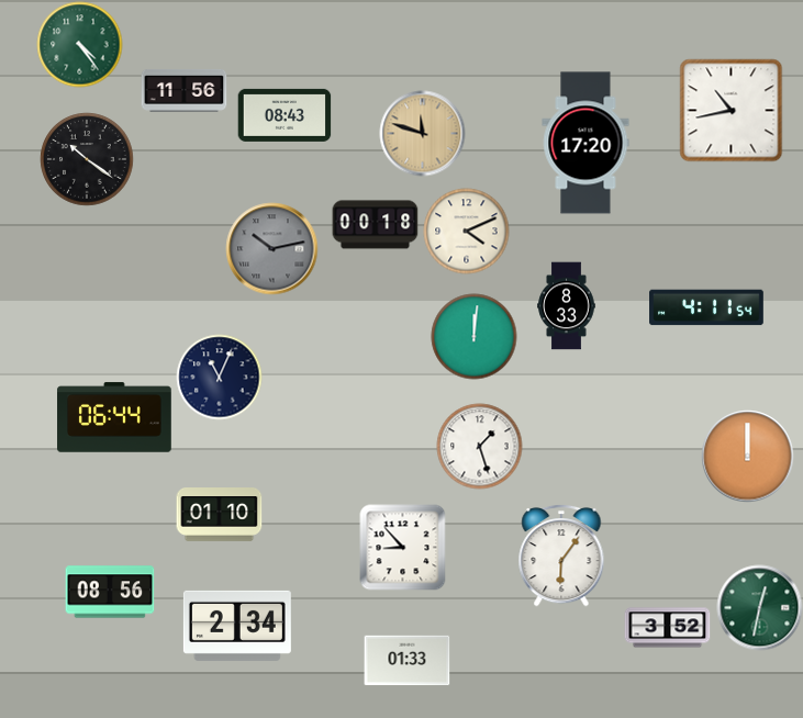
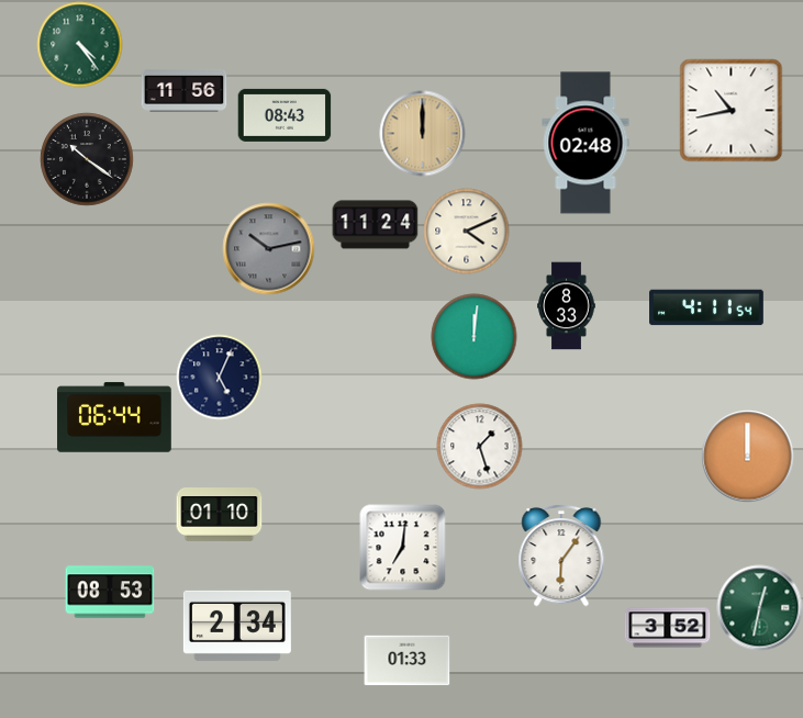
clock at (422, 133): 11:48 -> 12:00
clock at (585, 143): 17:20 -> 02:48
clock at (375, 225): 00:18 -> 11:24
clock at (271, 248) position: (271, 248) -> (268, 248)
clock at (219, 377): 11:04 -> 5:04
clock at (402, 547): 8:53 -> 7:01
clock at (110, 592): 08:56 -> 08:53
